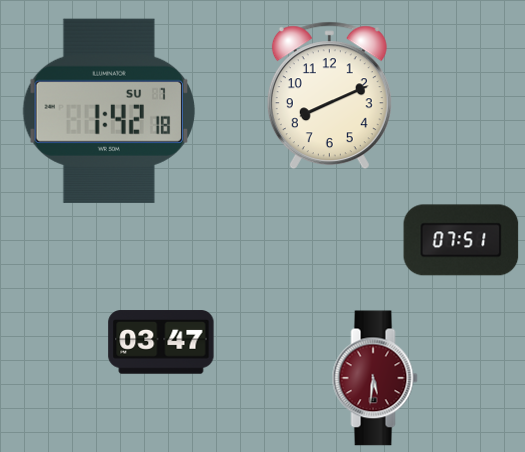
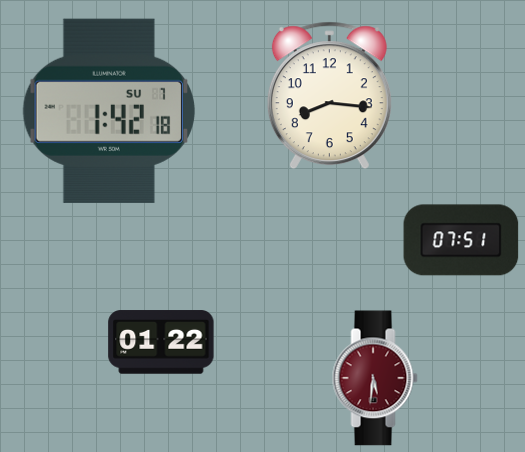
clock at (329, 96): 8:11 -> 8:16
clock at (161, 342): 03:47 -> 01:22
